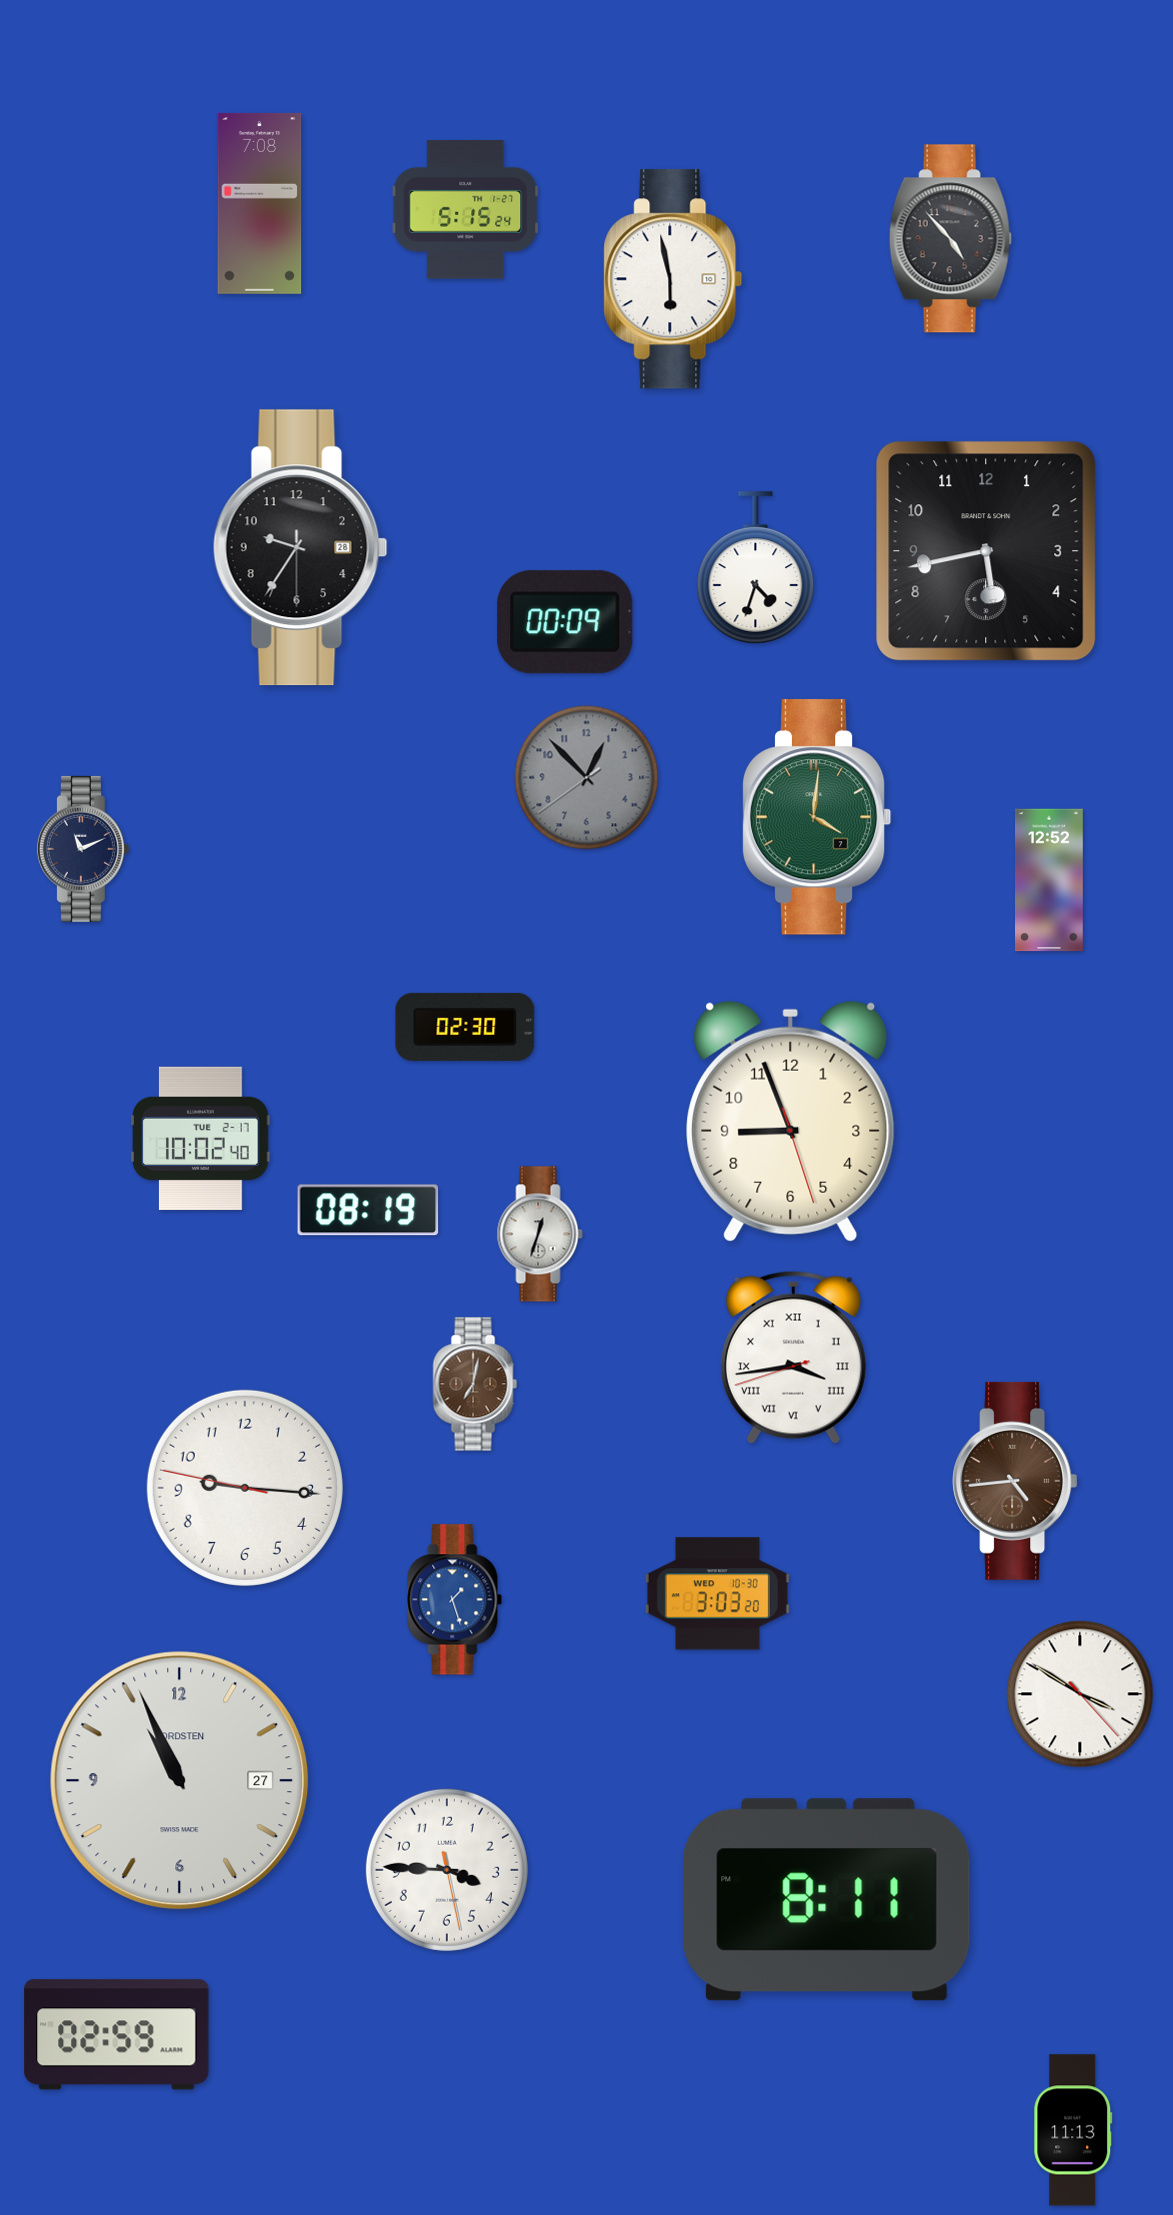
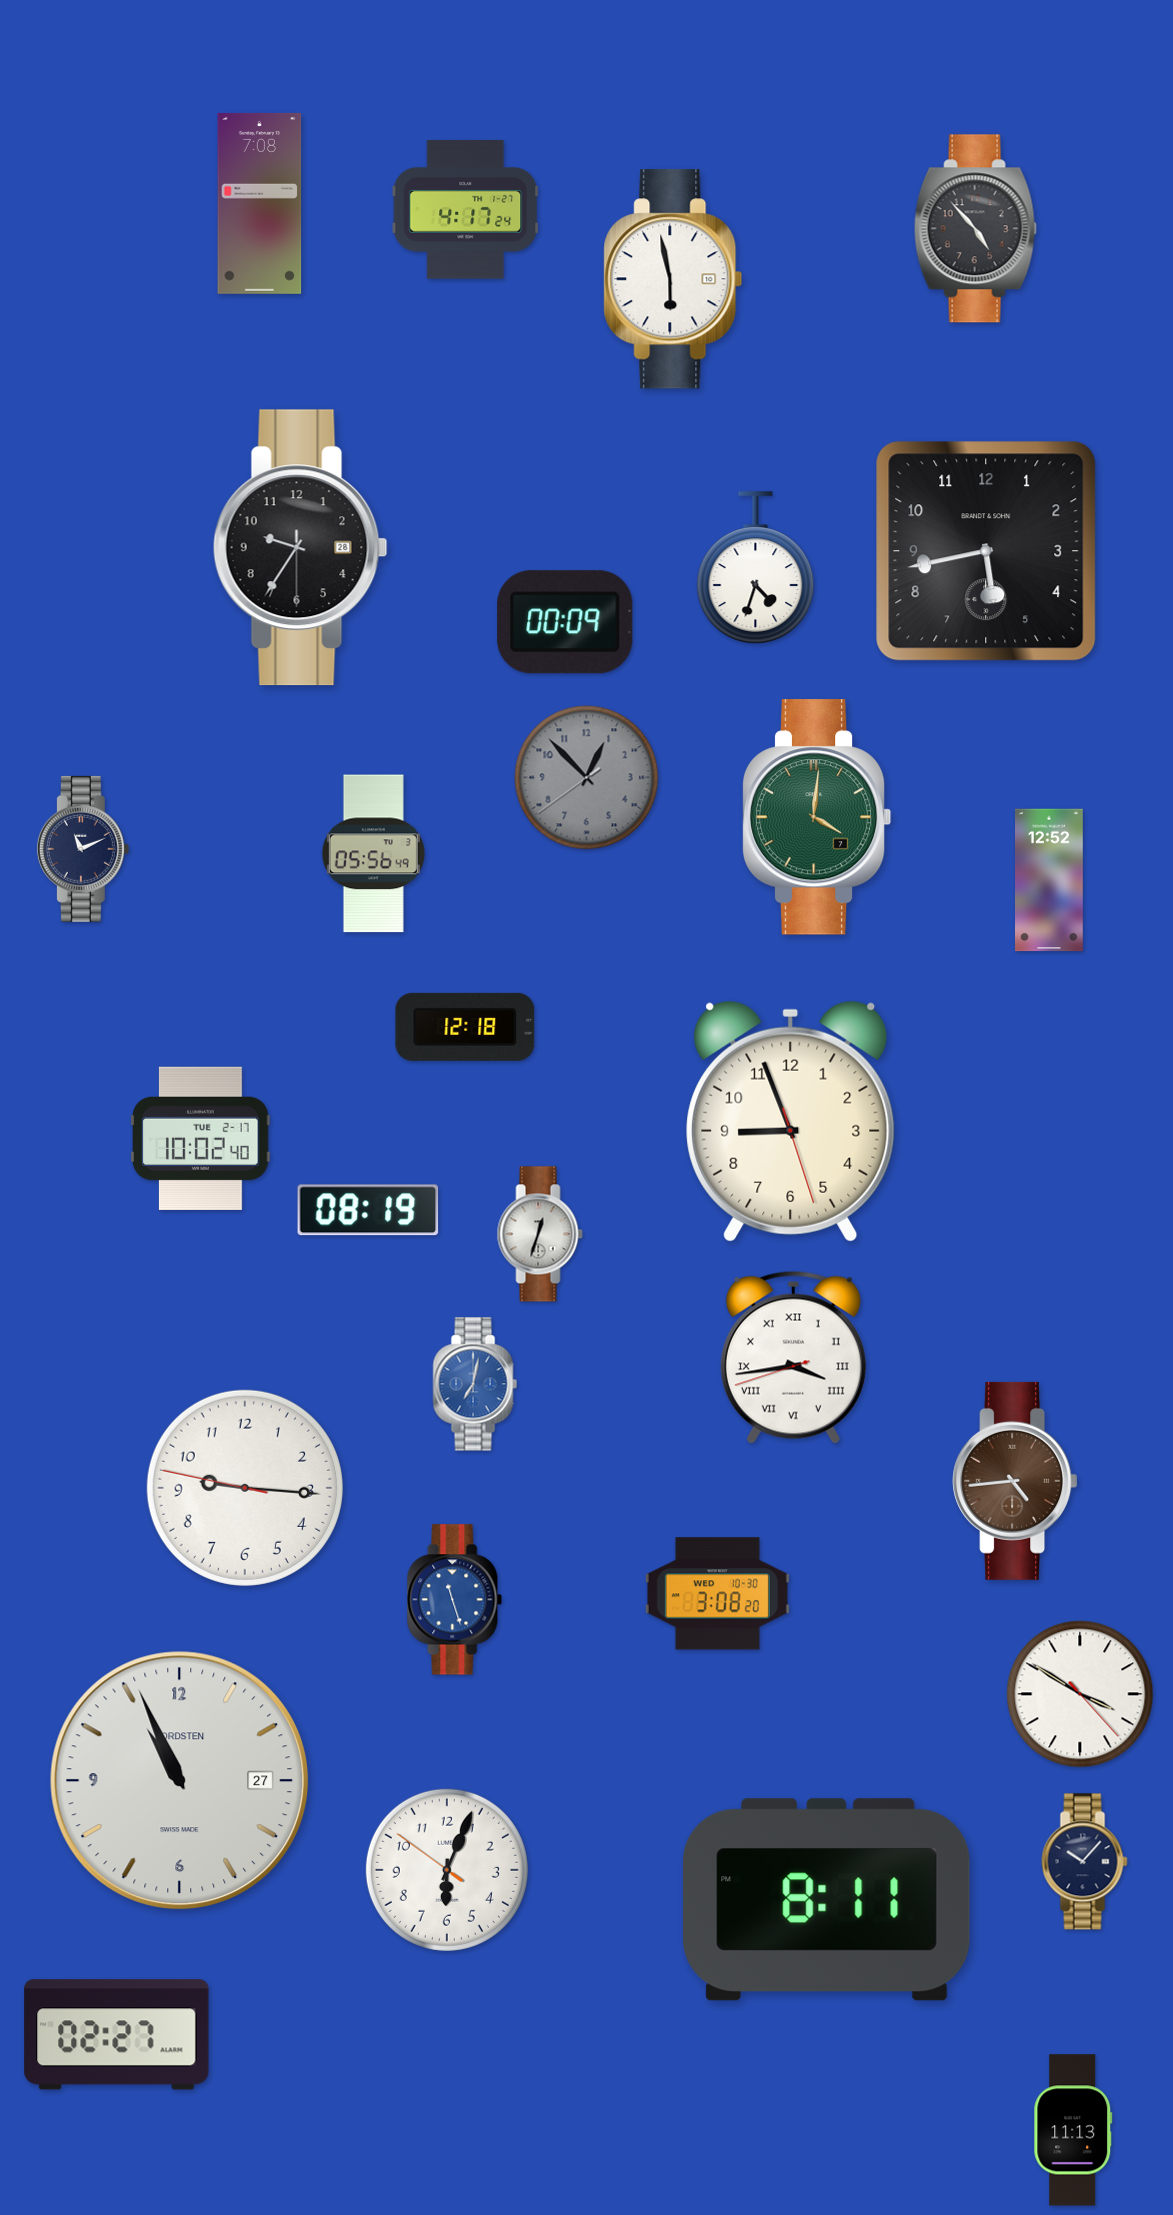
clock at (466, 210): 5:15 -> 4:17
clock at (950, 239) position: (950, 239) -> (975, 229)
clock at (373, 854): none -> 05:56
clock at (465, 1027): 02:30 -> 12:18
clock at (475, 1384) dial: brown -> blue
clock at (717, 1594): 3:03 -> 3:08
clock at (455, 1600): 1:27 -> 11:27
clock at (1085, 1862): none -> 10:07
clock at (447, 1870): 3:45 -> 6:03
clock at (117, 2035): 02:59 -> 02:27
